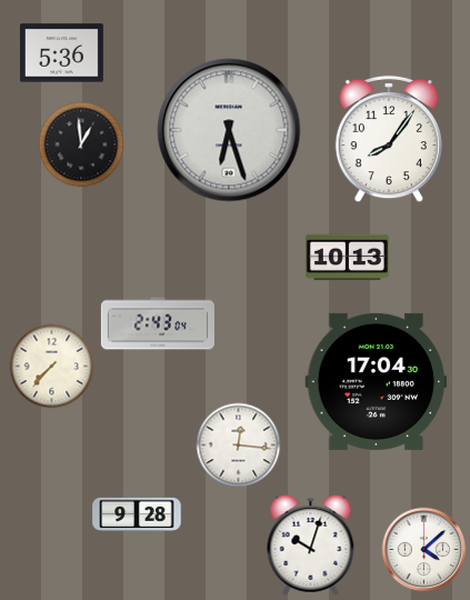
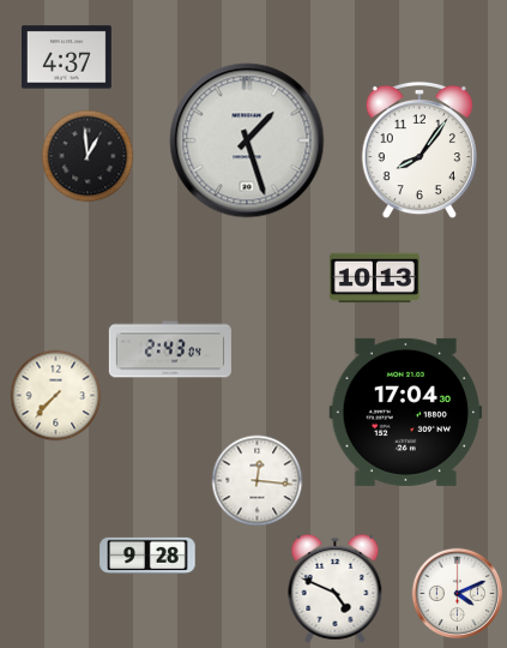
clock at (61, 53): 5:36 -> 4:37
clock at (229, 130): 6:27 -> 1:27
clock at (311, 544): 10:03 -> 4:49
clock at (424, 550): 4:08 -> 4:11
